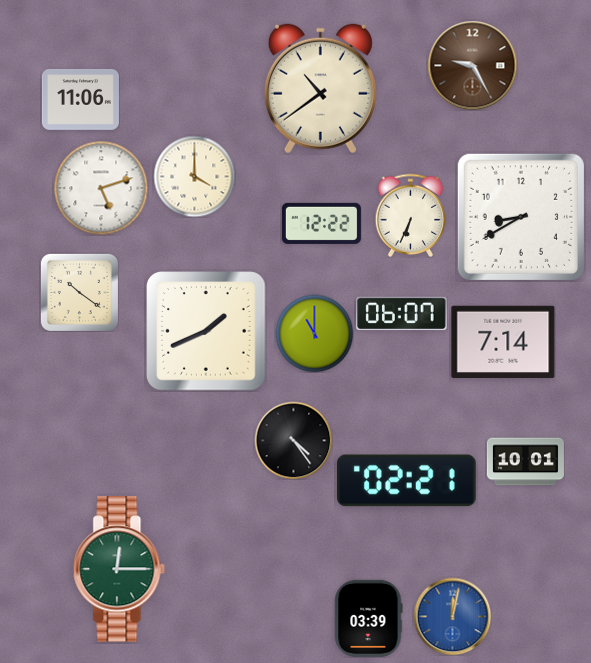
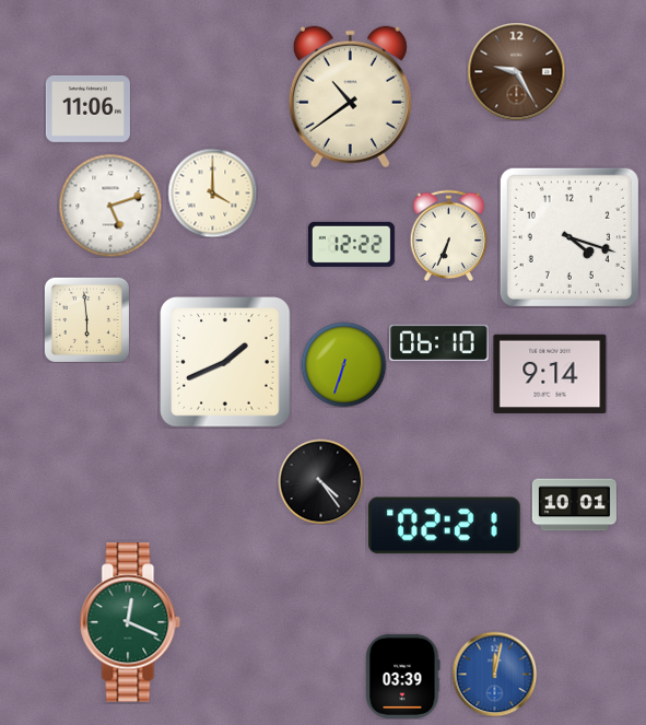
clock at (521, 217): 8:40 -> 4:18
clock at (79, 292): 10:21 -> 5:59
clock at (402, 314): 06:07 -> 06:10
clock at (314, 333): 11:00 -> 6:33
clock at (503, 342): 7:14 -> 9:14
clock at (119, 569): 12:15 -> 12:19
